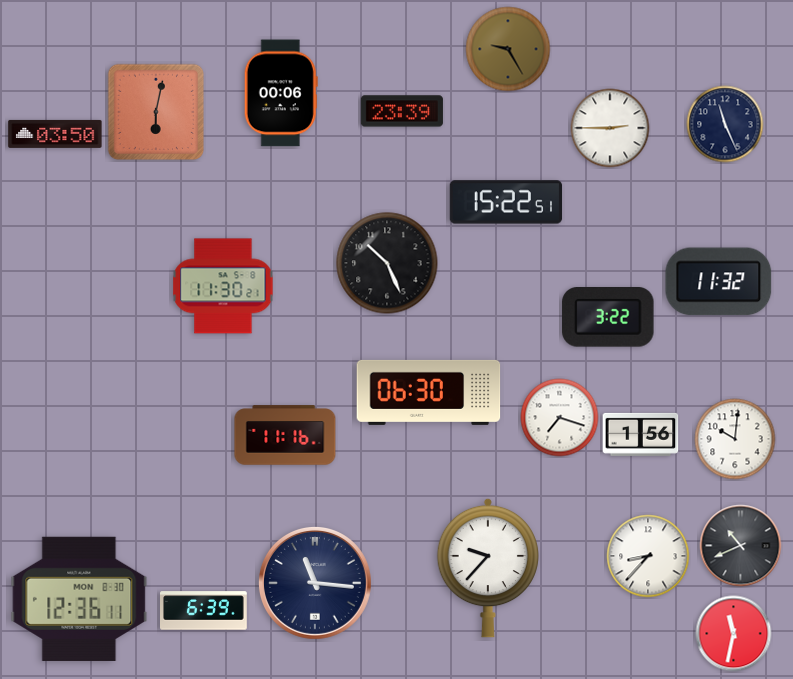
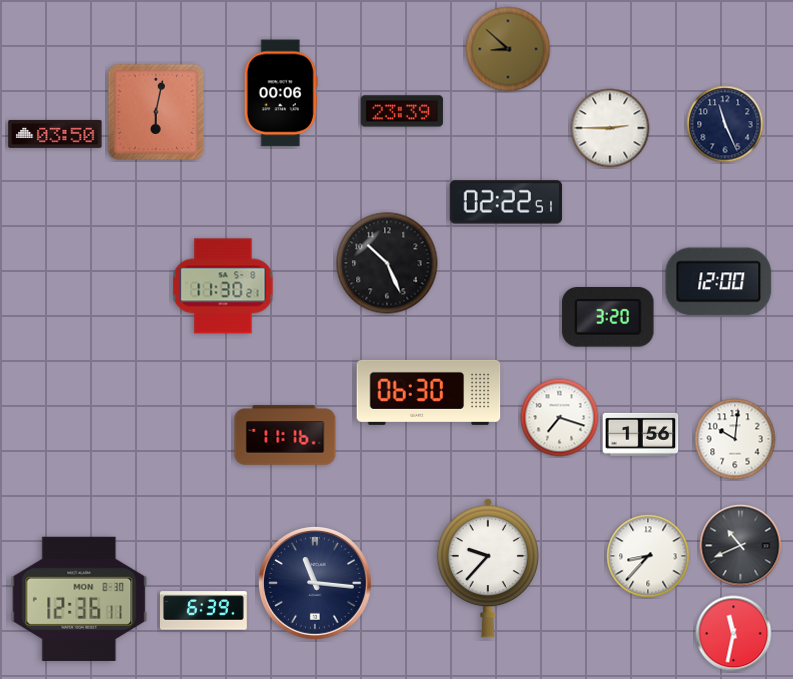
clock at (508, 49): 9:25 -> 8:52
clock at (506, 202): 15:22 -> 02:22
clock at (719, 282): 11:32 -> 12:00
clock at (608, 318): 3:22 -> 3:20
